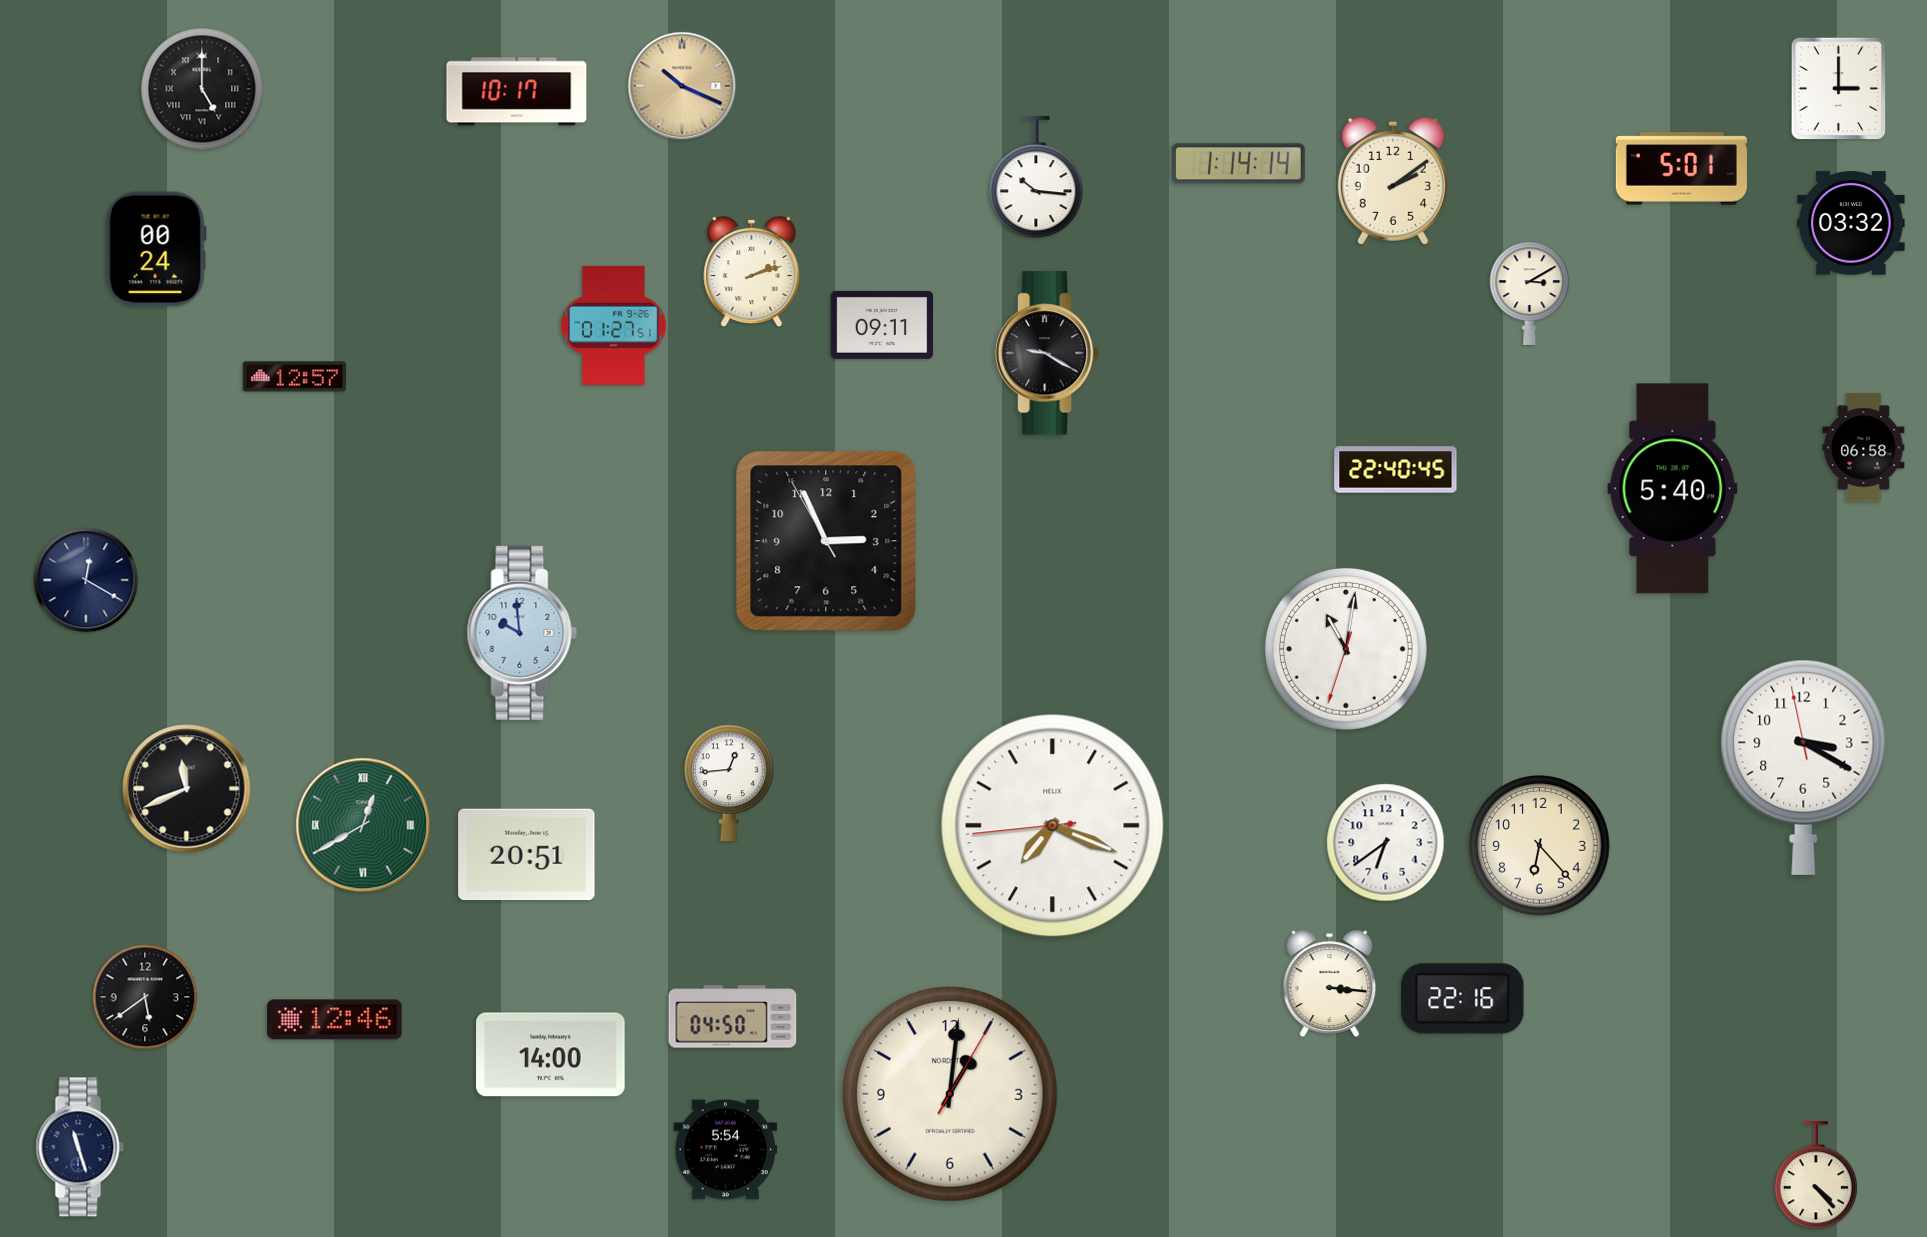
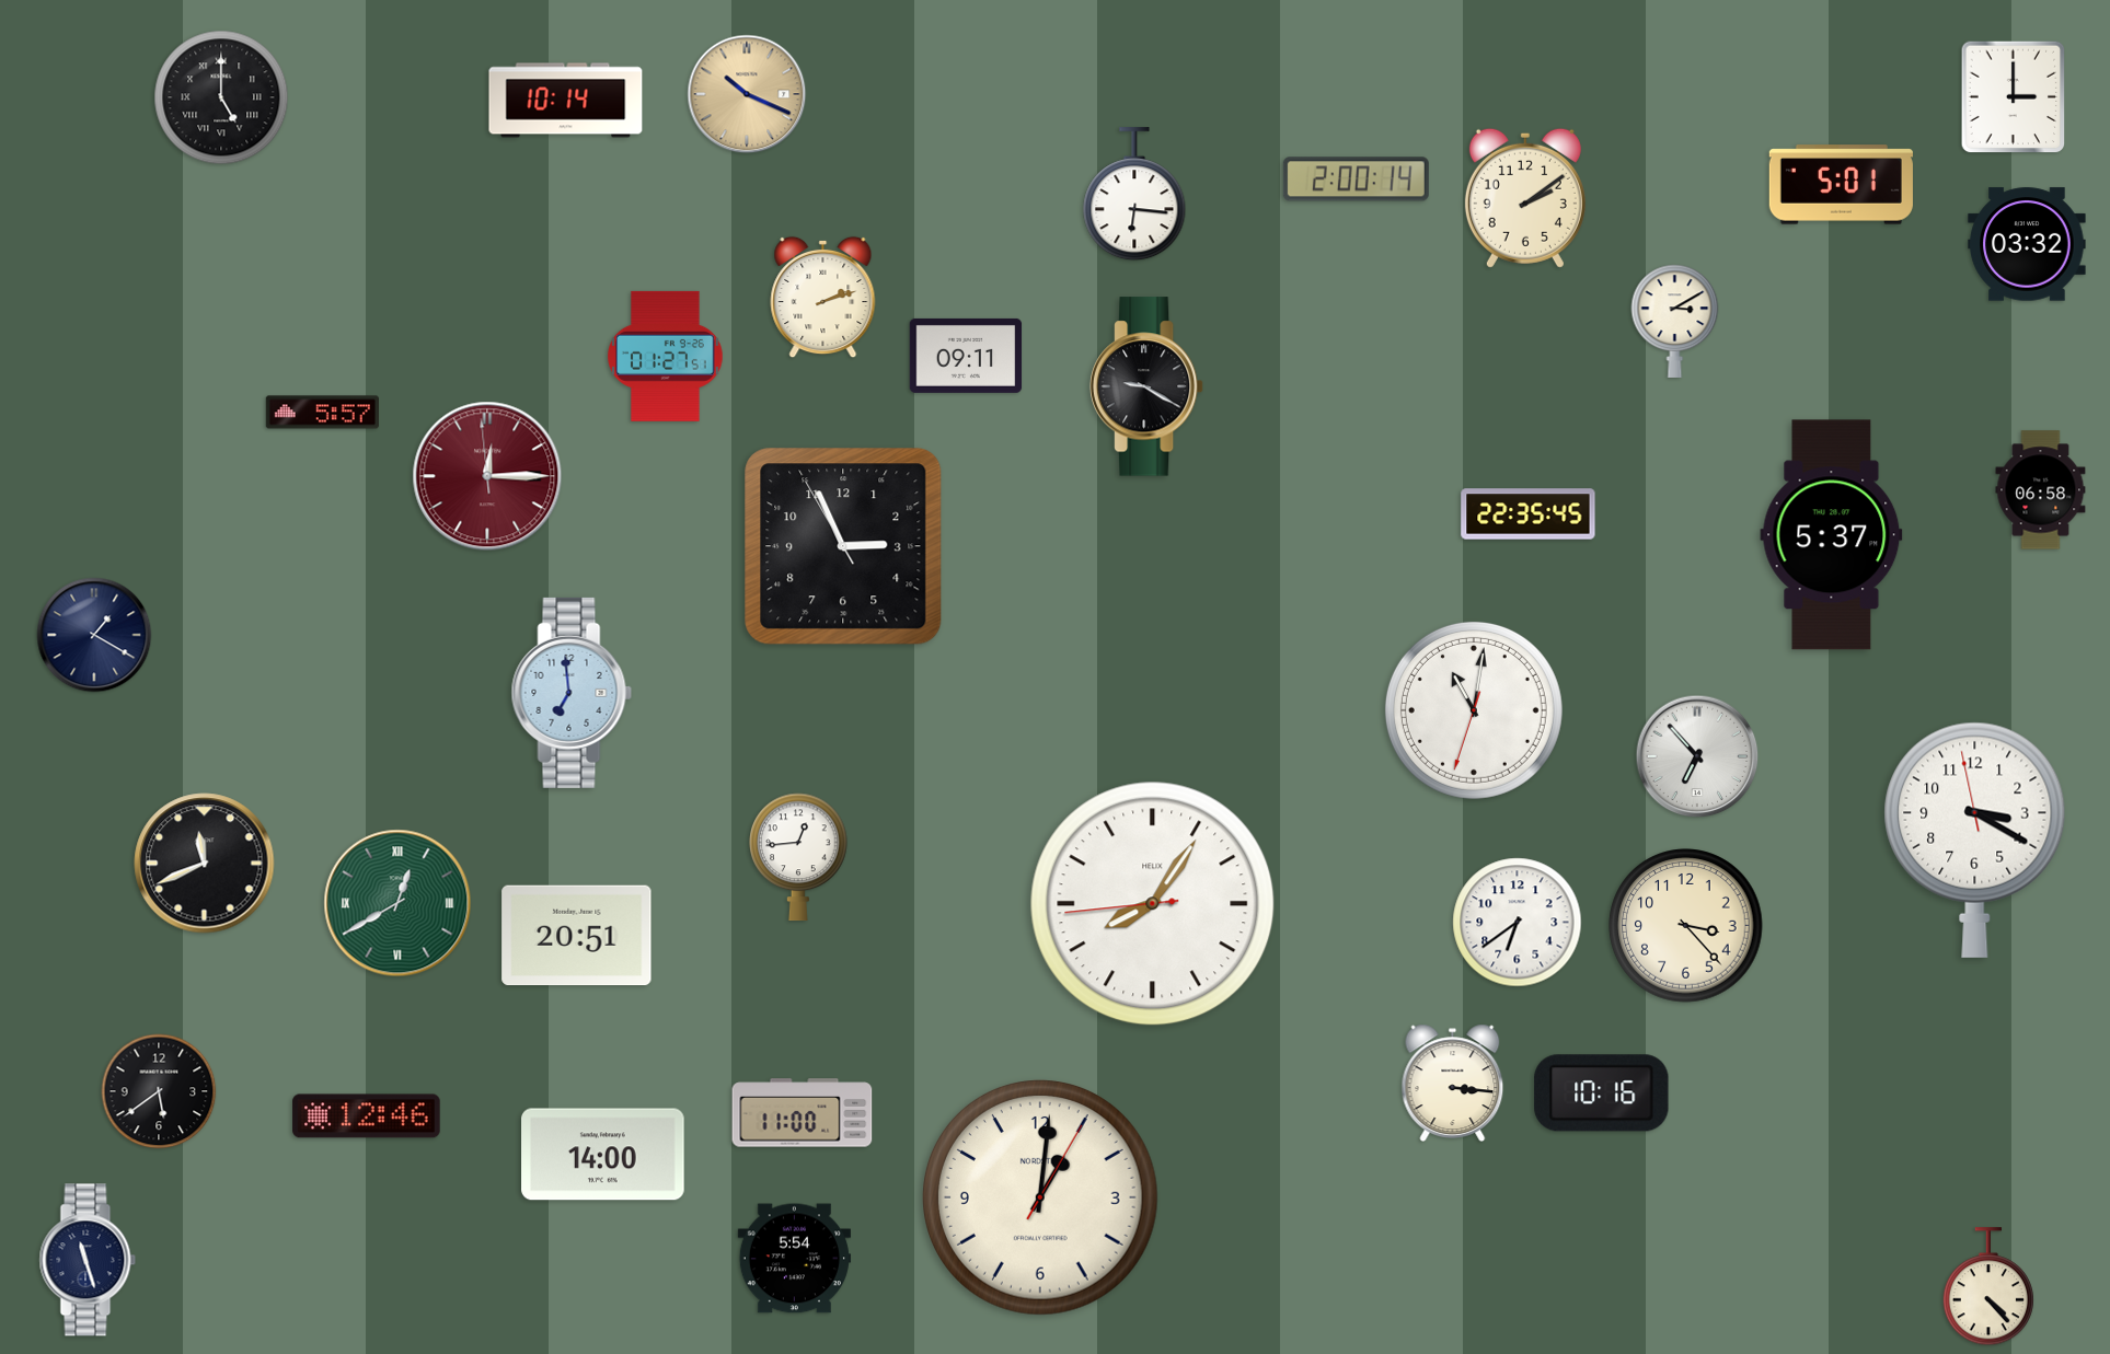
clock at (517, 92): 10:17 -> 10:14
clock at (1238, 164): 1:14 -> 2:00
clock at (1036, 178): 10:16 -> 6:16
clock at (156, 249): 00:24 -> none
clock at (614, 325) position: (614, 325) -> (666, 356)
clock at (294, 377): 12:57 -> 5:57
clock at (487, 476): none -> 12:14
clock at (1396, 470): 22:40 -> 22:35
clock at (1673, 489): 5:40 -> 5:37
clock at (826, 541) position: (826, 541) -> (843, 546)
clock at (86, 580): 12:20 -> 1:20
clock at (522, 633): 9:59 -> 6:59
clock at (1697, 756): none -> 6:53
clock at (1053, 826): 7:18 -> 8:05
clock at (1540, 846): 6:23 -> 3:23
clock at (1330, 983) position: (1330, 983) -> (1453, 1083)
clock at (1463, 999): 22:16 -> 10:16
clock at (733, 1017): 04:50 -> 11:00
clock at (80, 1147) position: (80, 1147) -> (88, 1260)
